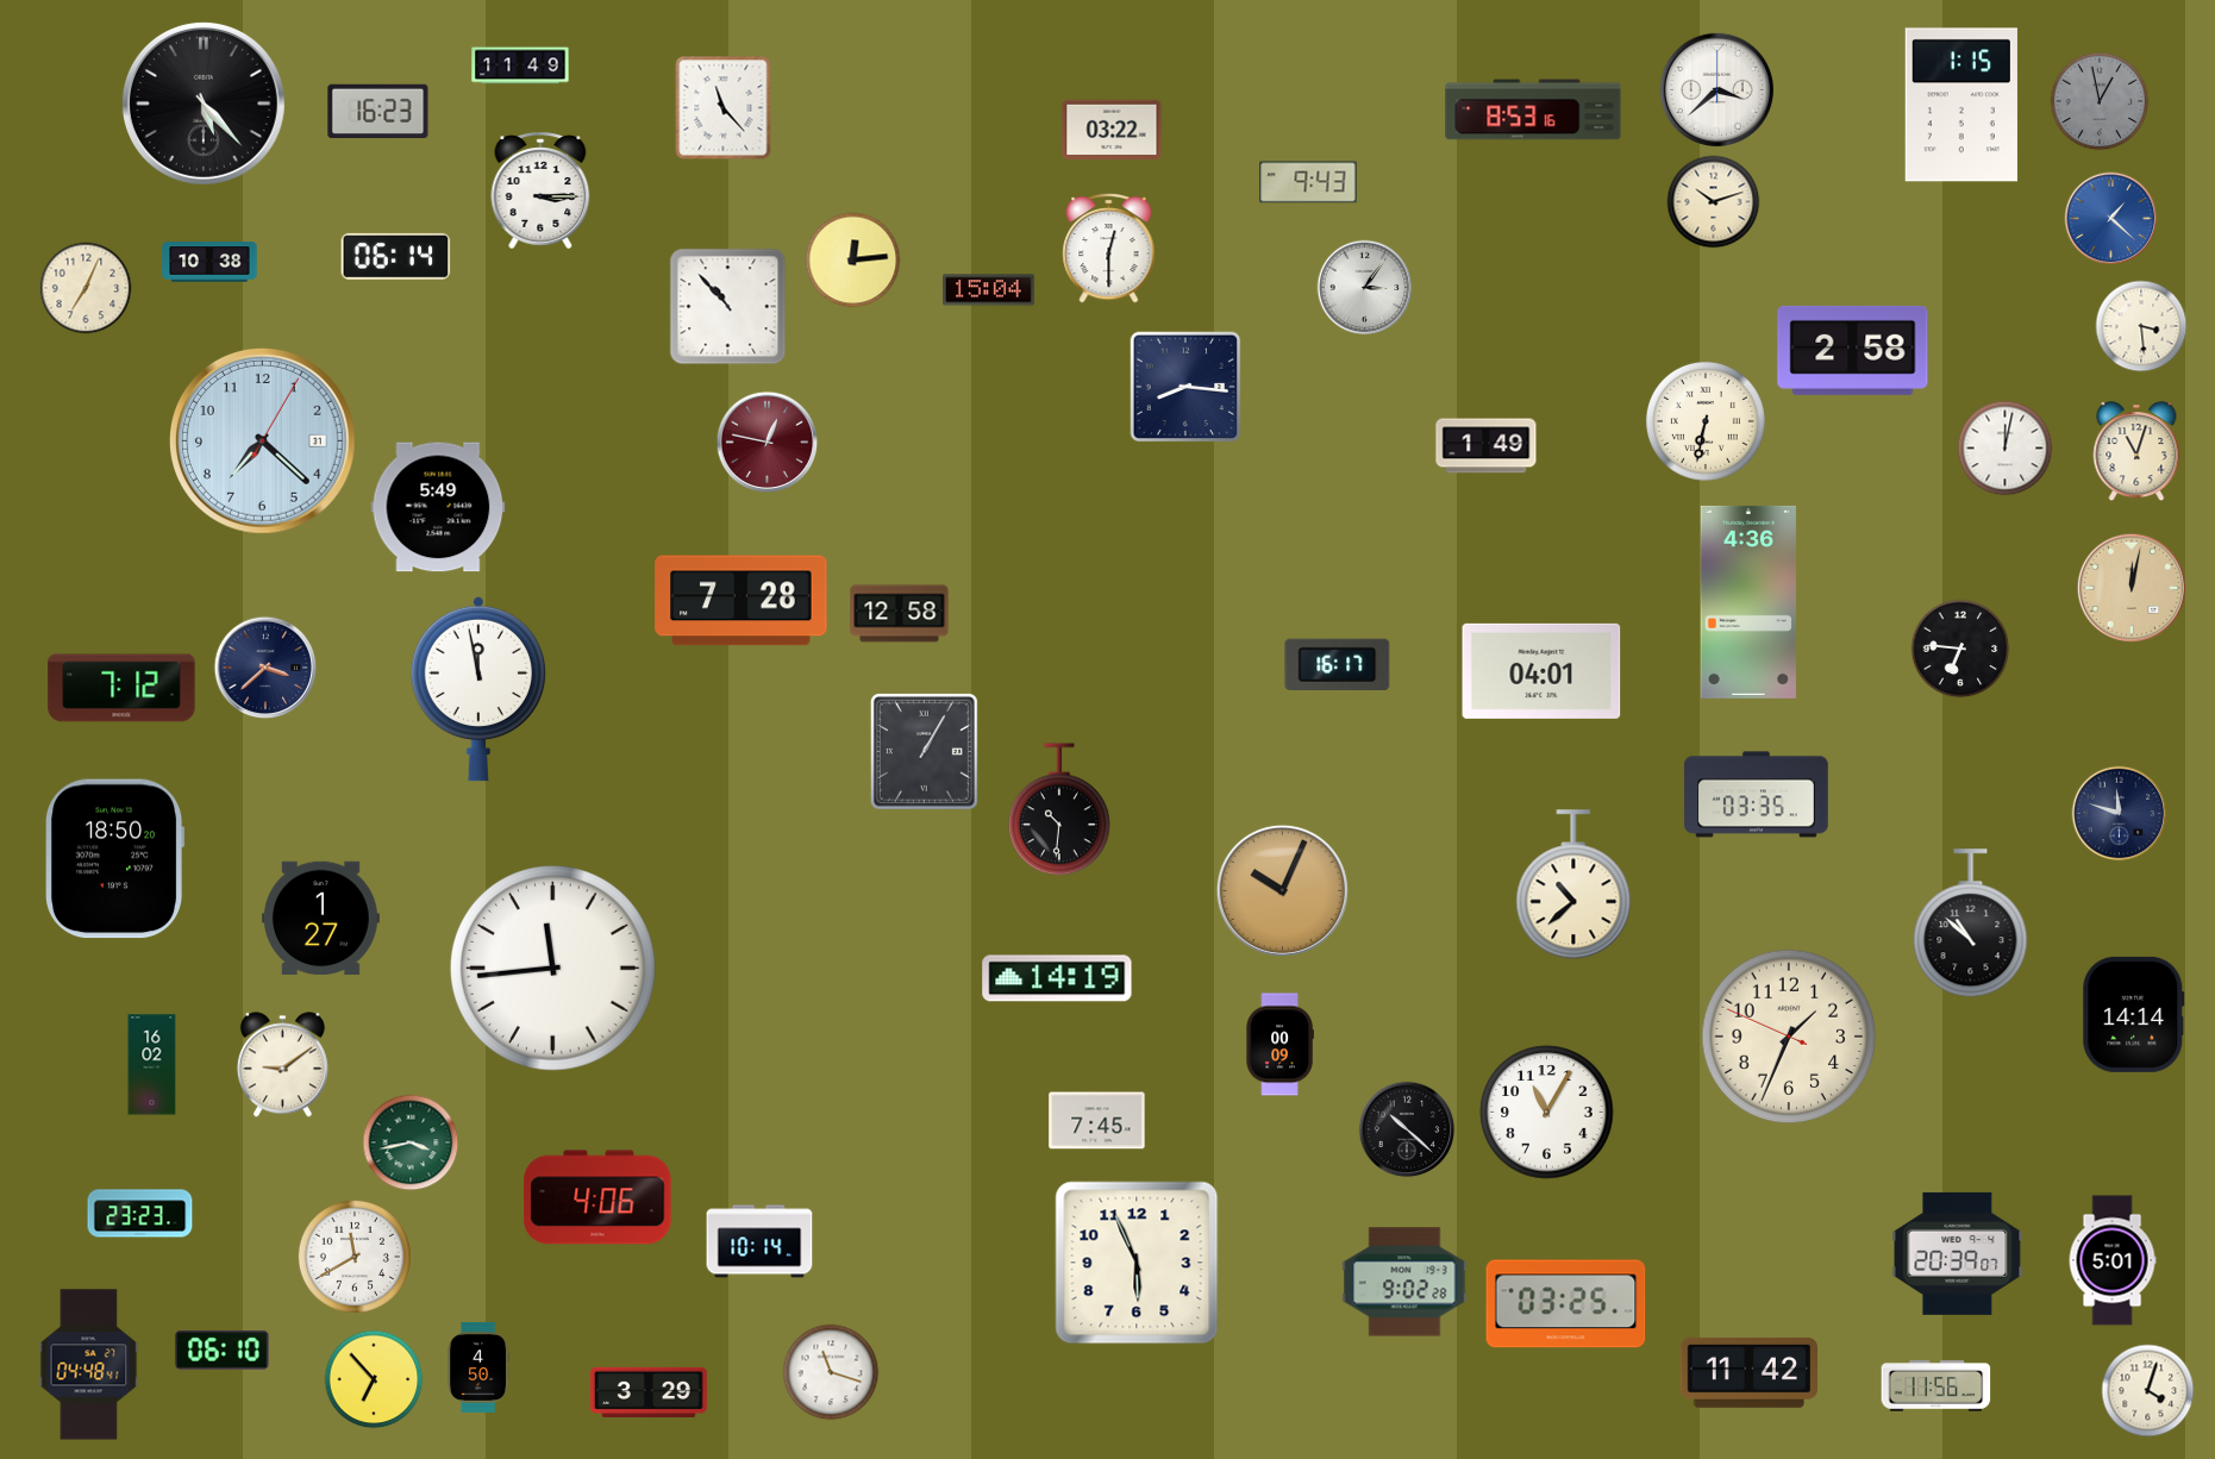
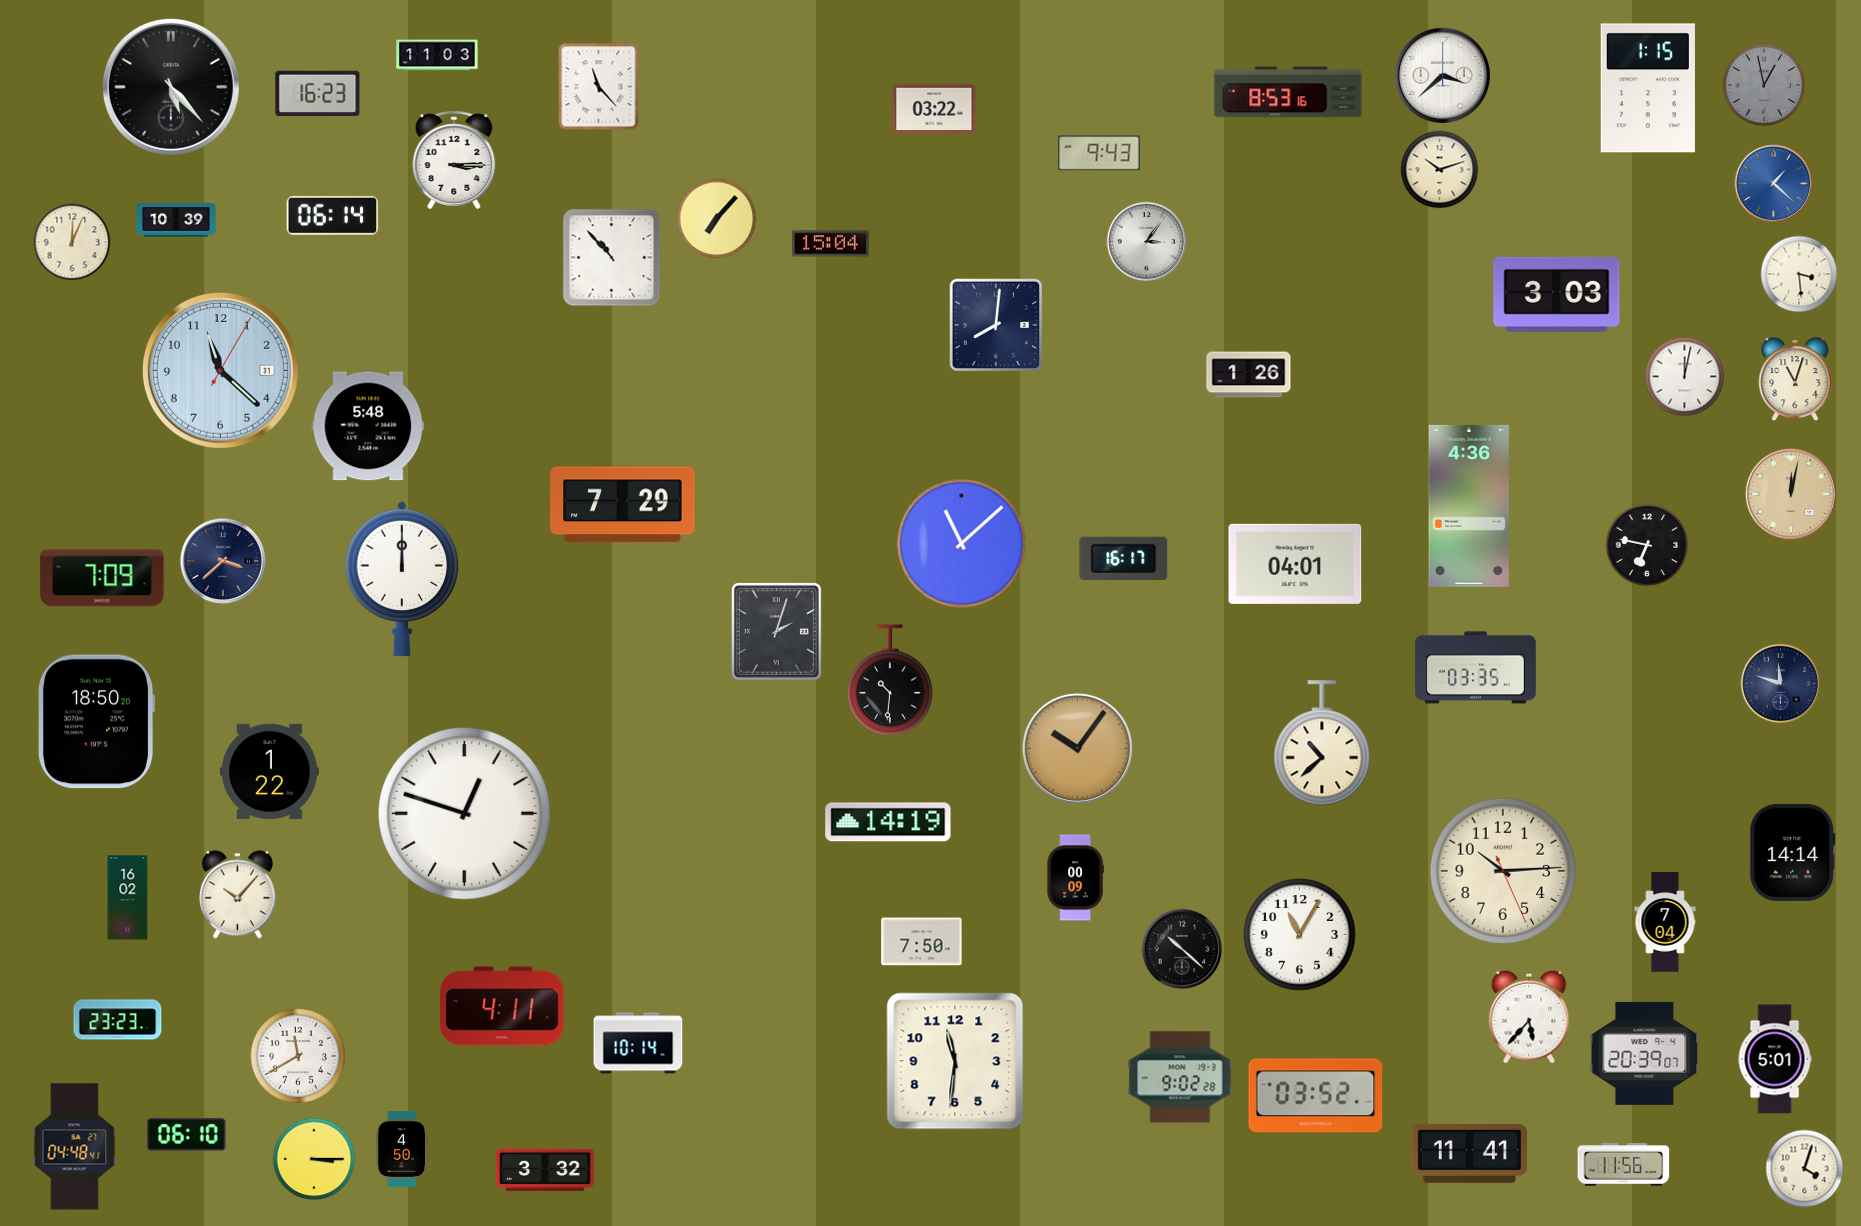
clock at (520, 65): 11:49 -> 11:03
clock at (724, 108) position: (724, 108) -> (599, 87)
clock at (1109, 248): 12:30 -> none
clock at (853, 261): 12:14 -> 7:07
clock at (209, 262): 10:38 -> 10:39
clock at (86, 288): 7:04 -> 12:04
clock at (1853, 350): 2:58 -> 3:03
clock at (1185, 387): 8:16 -> 8:01
clock at (1706, 421): 6:32 -> none
clock at (263, 442): 7:22 -> 11:22
clock at (768, 443): 12:47 -> none
clock at (1487, 446): 1:49 -> 1:26
clock at (438, 507): 5:49 -> 5:48
clock at (742, 601): 7:28 -> 7:29
clock at (900, 614): 12:58 -> none
clock at (962, 544): none -> 11:08
clock at (1960, 649): 6:46 -> 6:47
clock at (121, 688): 7:12 -> 7:09
clock at (477, 689): 11:58 -> 12:00
clock at (924, 751): 1:05 -> 2:03
clock at (1282, 890): 10:04 -> 10:06
clock at (321, 919): 1:27 -> 1:22
clock at (1971, 923): 10:52 -> none
clock at (552, 968): 11:44 -> 12:48
clock at (1789, 1037): 1:33 -> 10:14
clock at (152, 1065) position: (152, 1065) -> (128, 898)
clock at (282, 1065): 9:09 -> 10:07
clock at (1665, 922): none -> 7:04
clock at (1097, 1121): 7:45 -> 7:50
clock at (411, 1142): 3:43 -> none
clock at (597, 1197): 4:06 -> 4:11
clock at (1529, 1017): none -> 5:37
clock at (1137, 1263): 5:56 -> 11:31
clock at (1566, 1304): 03:25 -> 03:52
clock at (831, 1372): 11:18 -> none
clock at (1748, 1372): 11:42 -> 11:41
clock at (374, 1379): 6:53 -> 3:15
clock at (1936, 1386) position: (1936, 1386) -> (1624, 1165)
clock at (649, 1392): 3:29 -> 3:32
